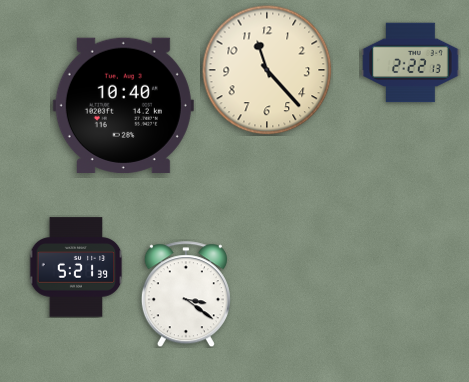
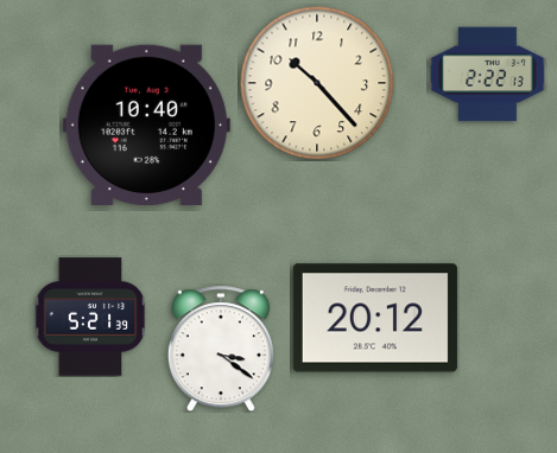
clock at (267, 70): 11:23 -> 10:23
clock at (375, 318): none -> 20:12
